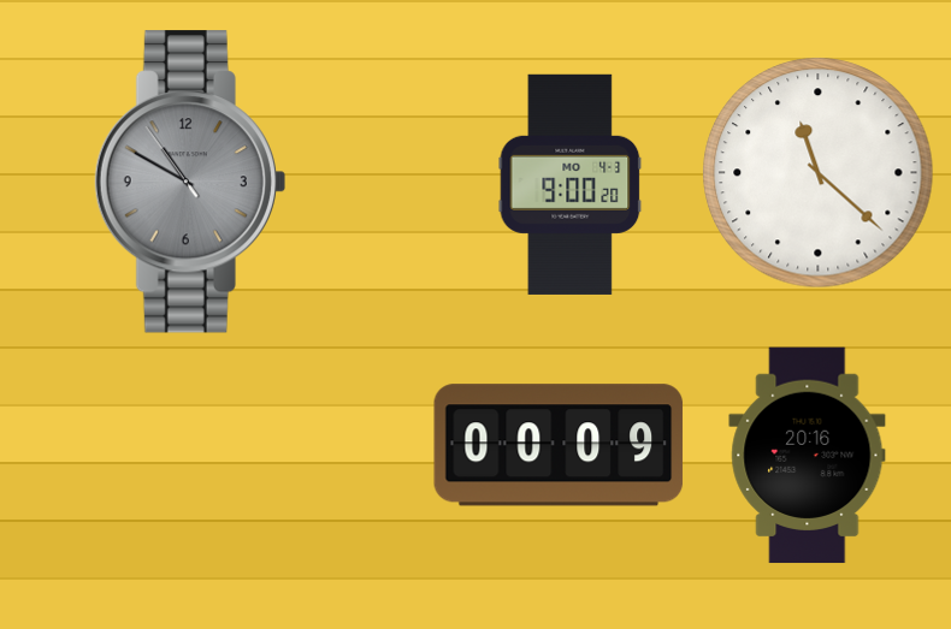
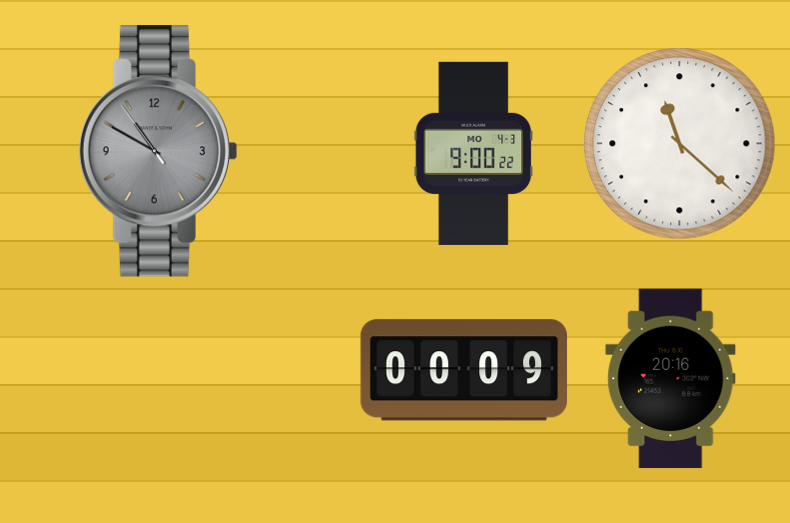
clock at (571, 184): 9:00:20 -> 9:00:22
